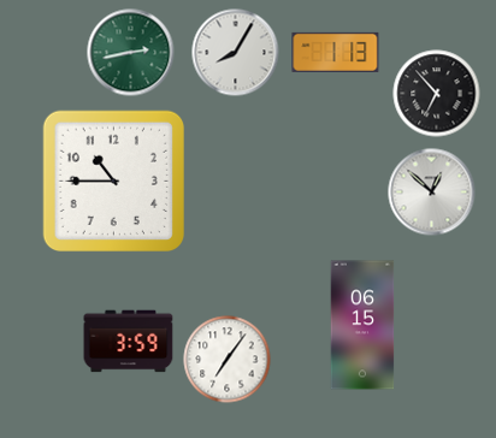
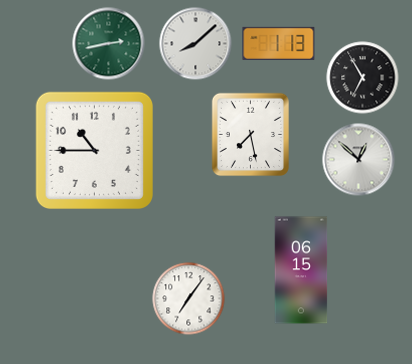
clock at (236, 53): 8:05 -> 8:08
clock at (437, 94): 6:53 -> 6:55
clock at (251, 135): none -> 7:28
clock at (129, 342): 3:59 -> none
